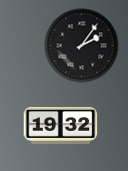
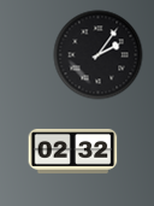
clock at (61, 125): 19:32 -> 02:32
